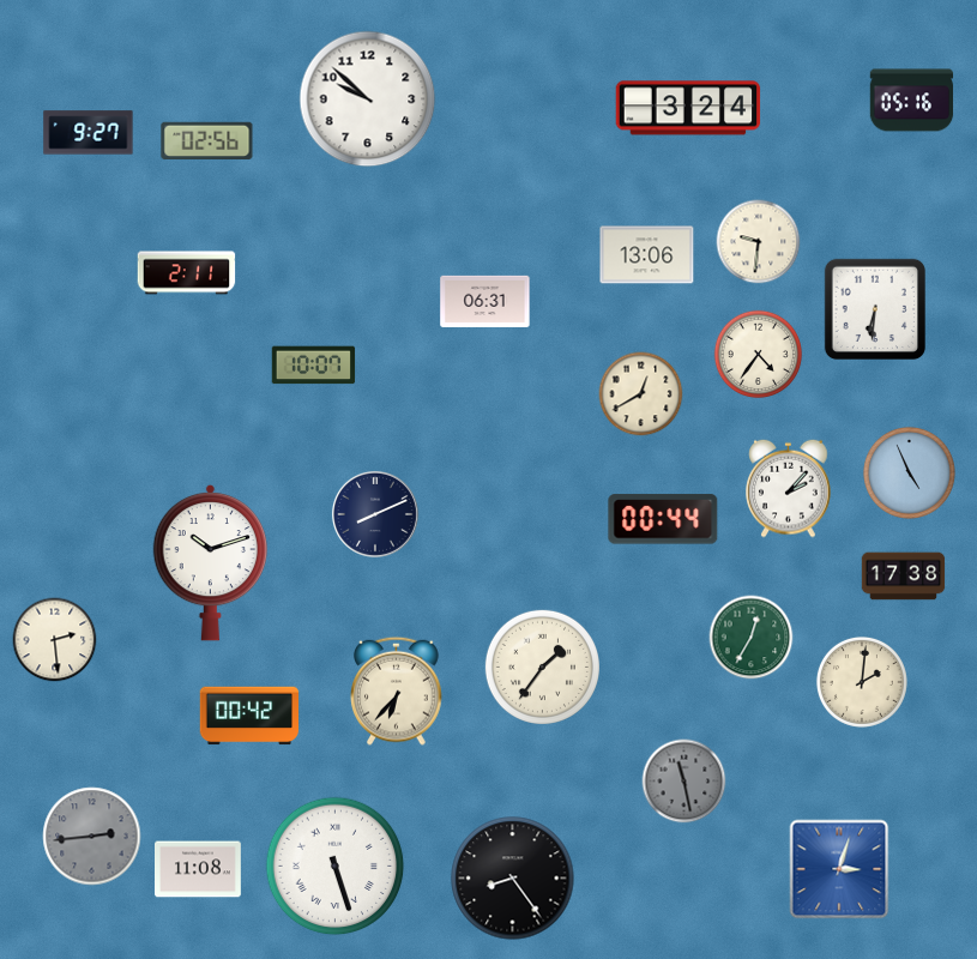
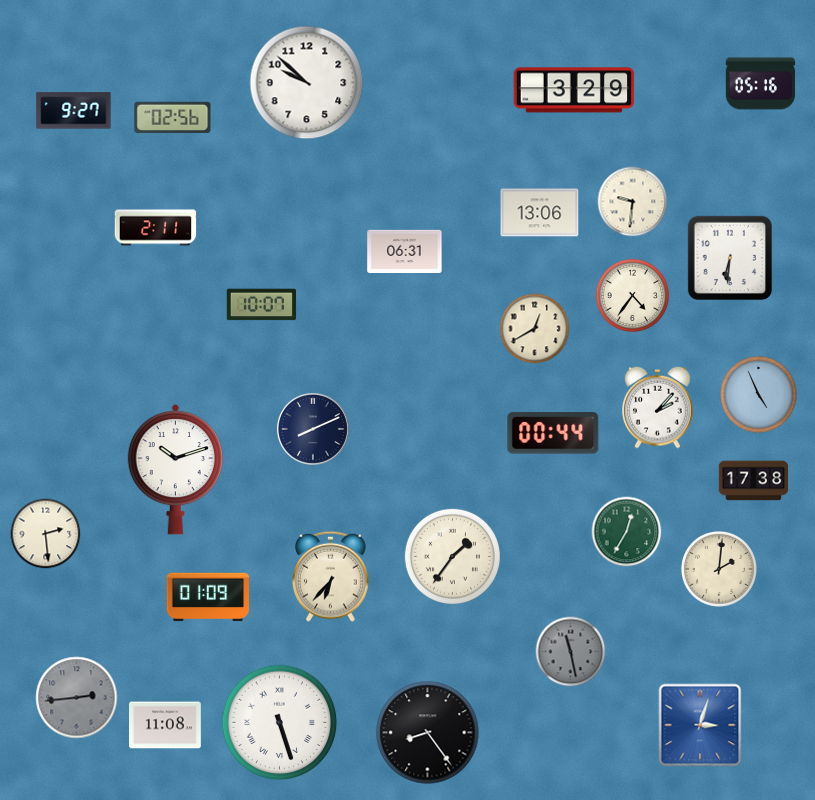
clock at (688, 108): 3:24 -> 3:29
clock at (249, 716): 00:42 -> 01:09
